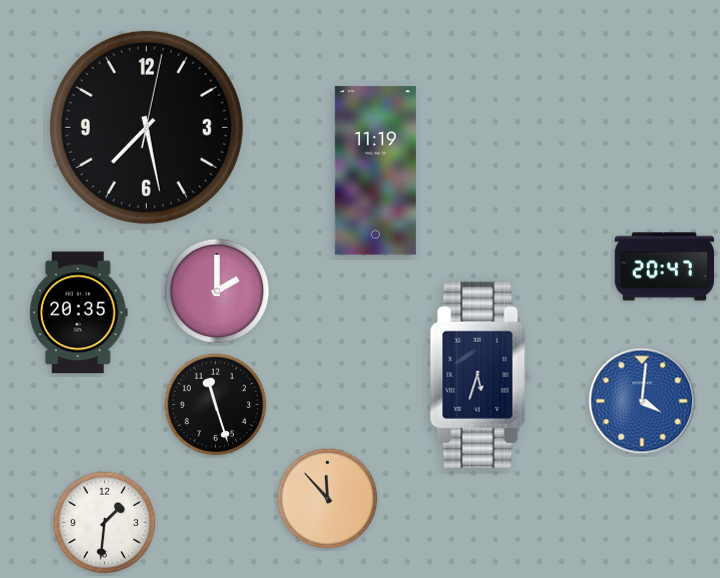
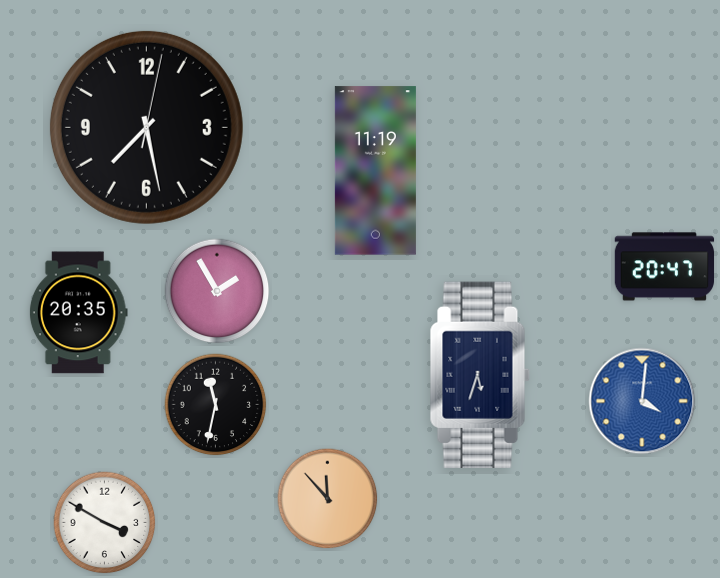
clock at (217, 291): 2:00 -> 1:55
clock at (216, 405): 11:27 -> 11:32
clock at (105, 523): 1:31 -> 3:50
